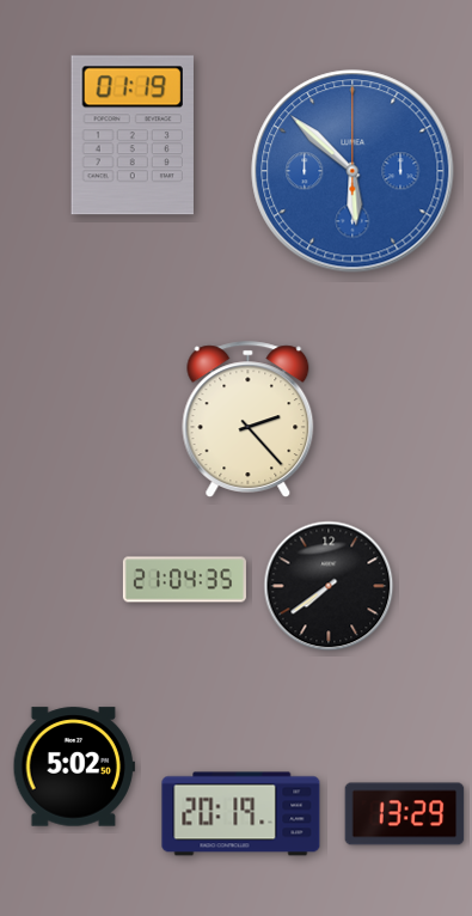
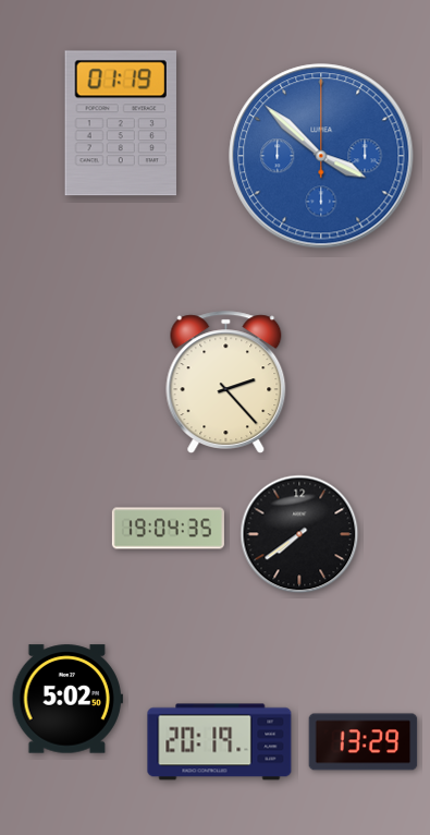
clock at (353, 171): 5:52 -> 3:52
clock at (184, 580): 21:04 -> 19:04
clock at (405, 814) position: (405, 814) -> (364, 742)
